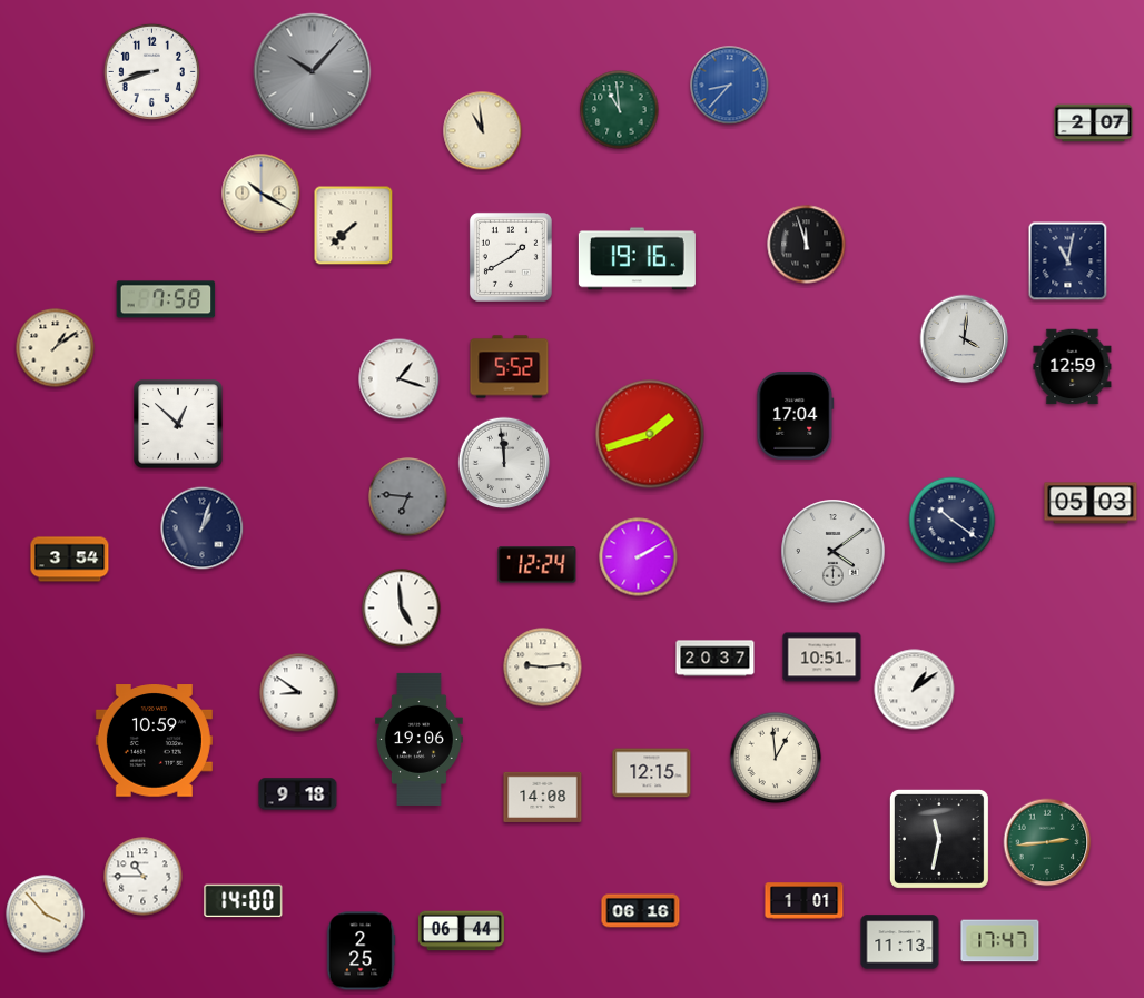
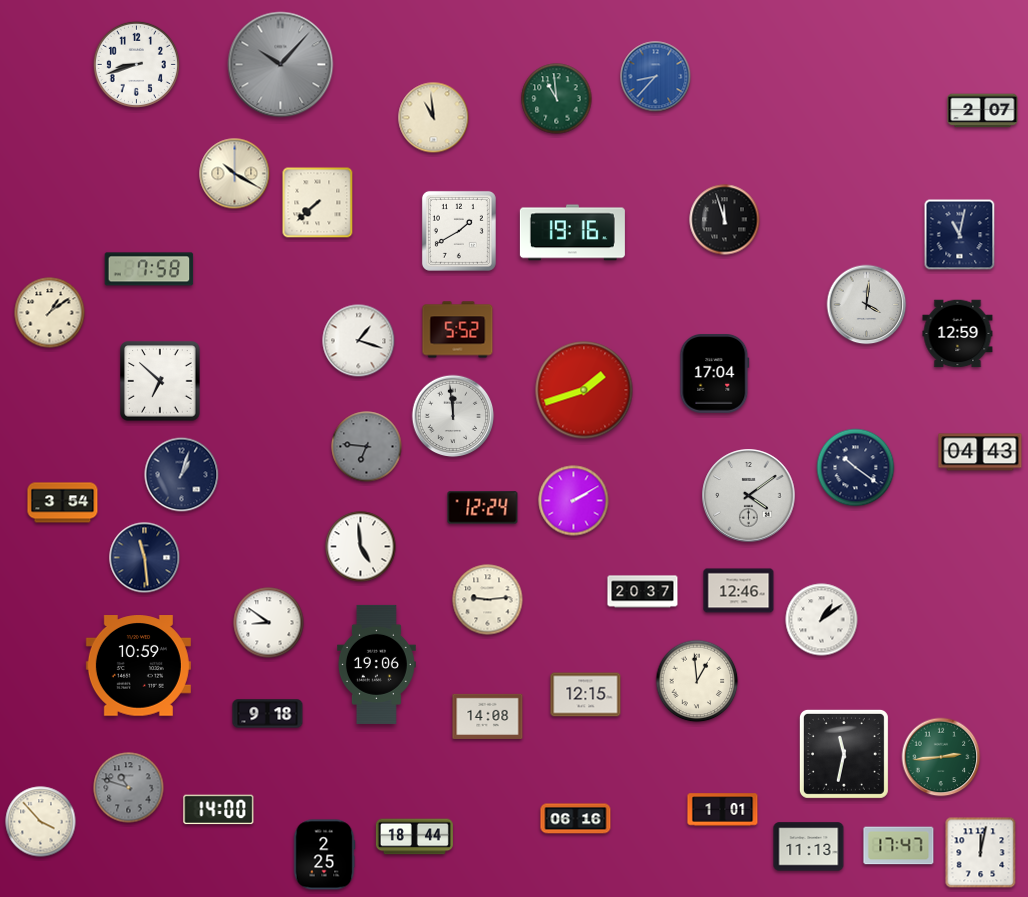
clock at (1073, 367) position: (1073, 367) -> (958, 334)
clock at (178, 424): 12:52 -> 6:52
clock at (1091, 503): 05:03 -> 04:43
clock at (145, 558): none -> 11:29
clock at (822, 658): 10:51 -> 12:46
clock at (144, 877): 10:45 -> 10:48
clock at (144, 877) dial: white -> grey
clock at (461, 931): 06:44 -> 18:44
clock at (981, 853): none -> 12:02
